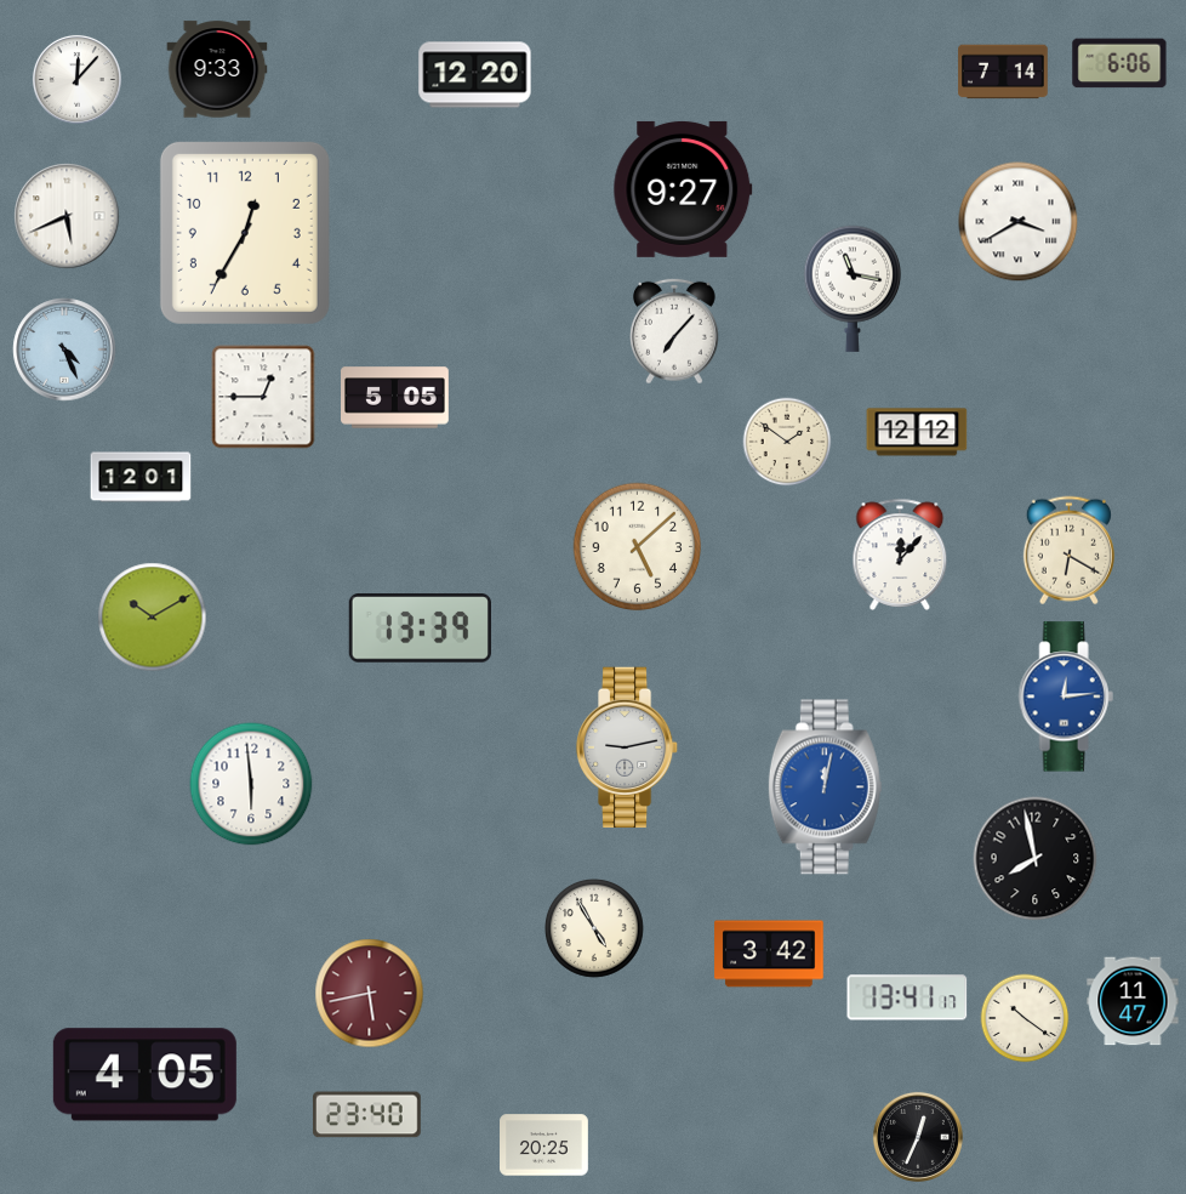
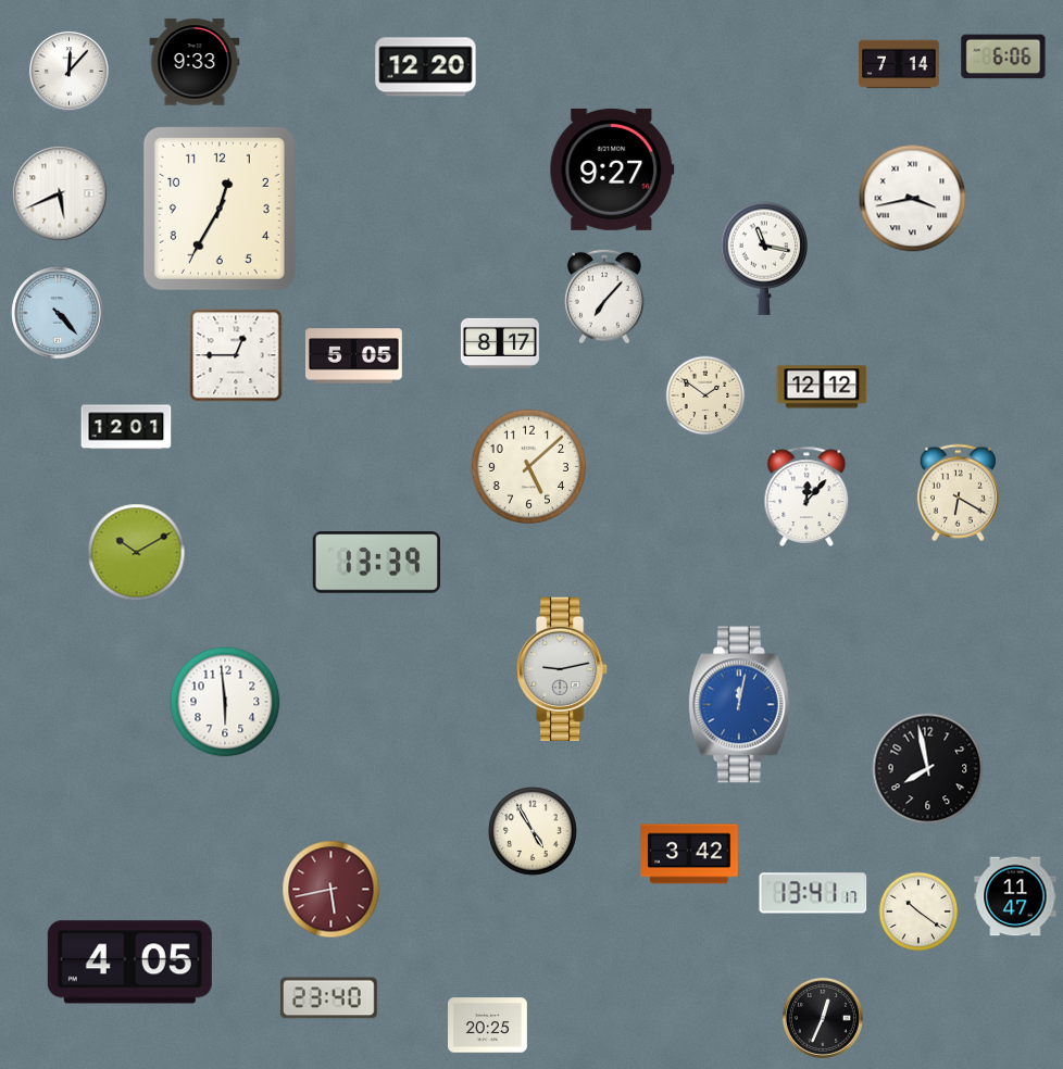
clock at (1019, 222): 3:40 -> 3:43
clock at (64, 349): 4:26 -> 4:23
clock at (500, 343): none -> 8:17
clock at (638, 547) position: (638, 547) -> (529, 467)
clock at (1066, 696): 12:14 -> none
